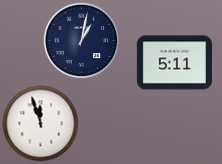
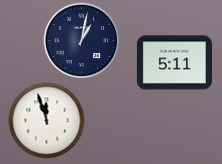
clock at (41, 124) position: (41, 124) -> (47, 121)
